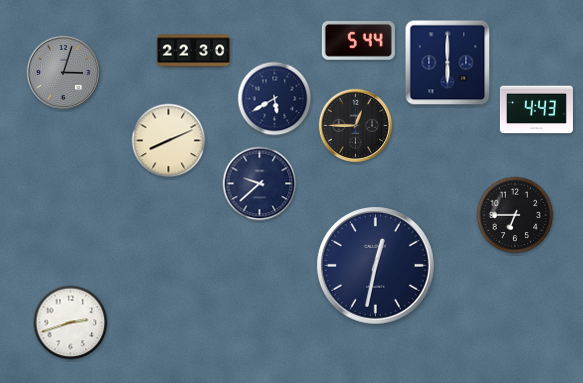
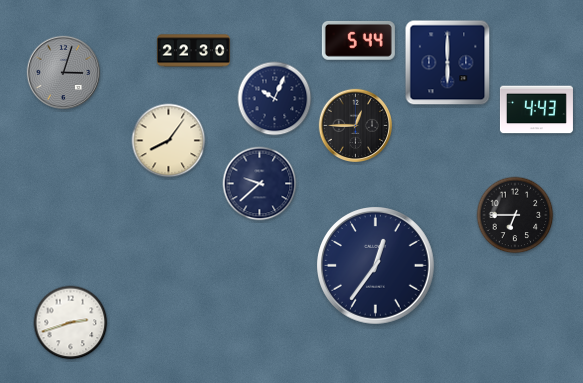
clock at (275, 99): 5:40 -> 10:04
clock at (169, 141): 8:11 -> 8:06
clock at (376, 266): 12:32 -> 12:36
